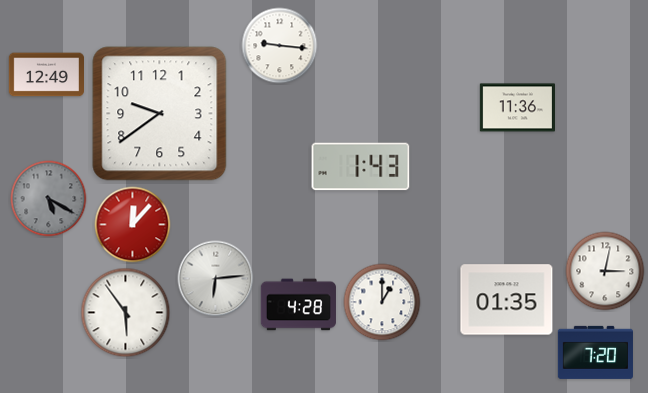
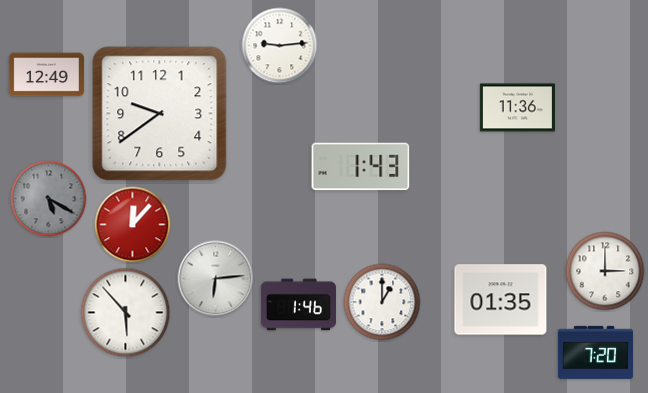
clock at (280, 46): 9:16 -> 9:14
clock at (605, 271): 3:02 -> 3:00
clock at (507, 300) position: (507, 300) -> (501, 300)
clock at (298, 305): 4:28 -> 1:46
clock at (126, 313): 5:54 -> 5:53
